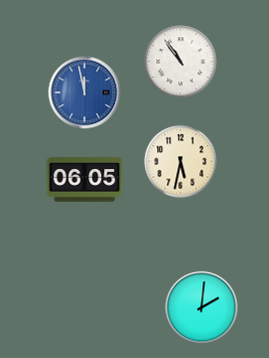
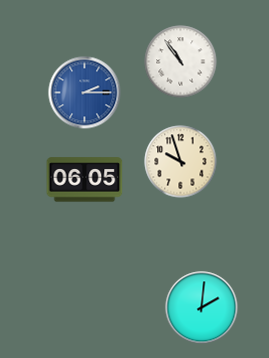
clock at (85, 93): 11:58 -> 2:15
clock at (181, 162): 5:32 -> 9:57
